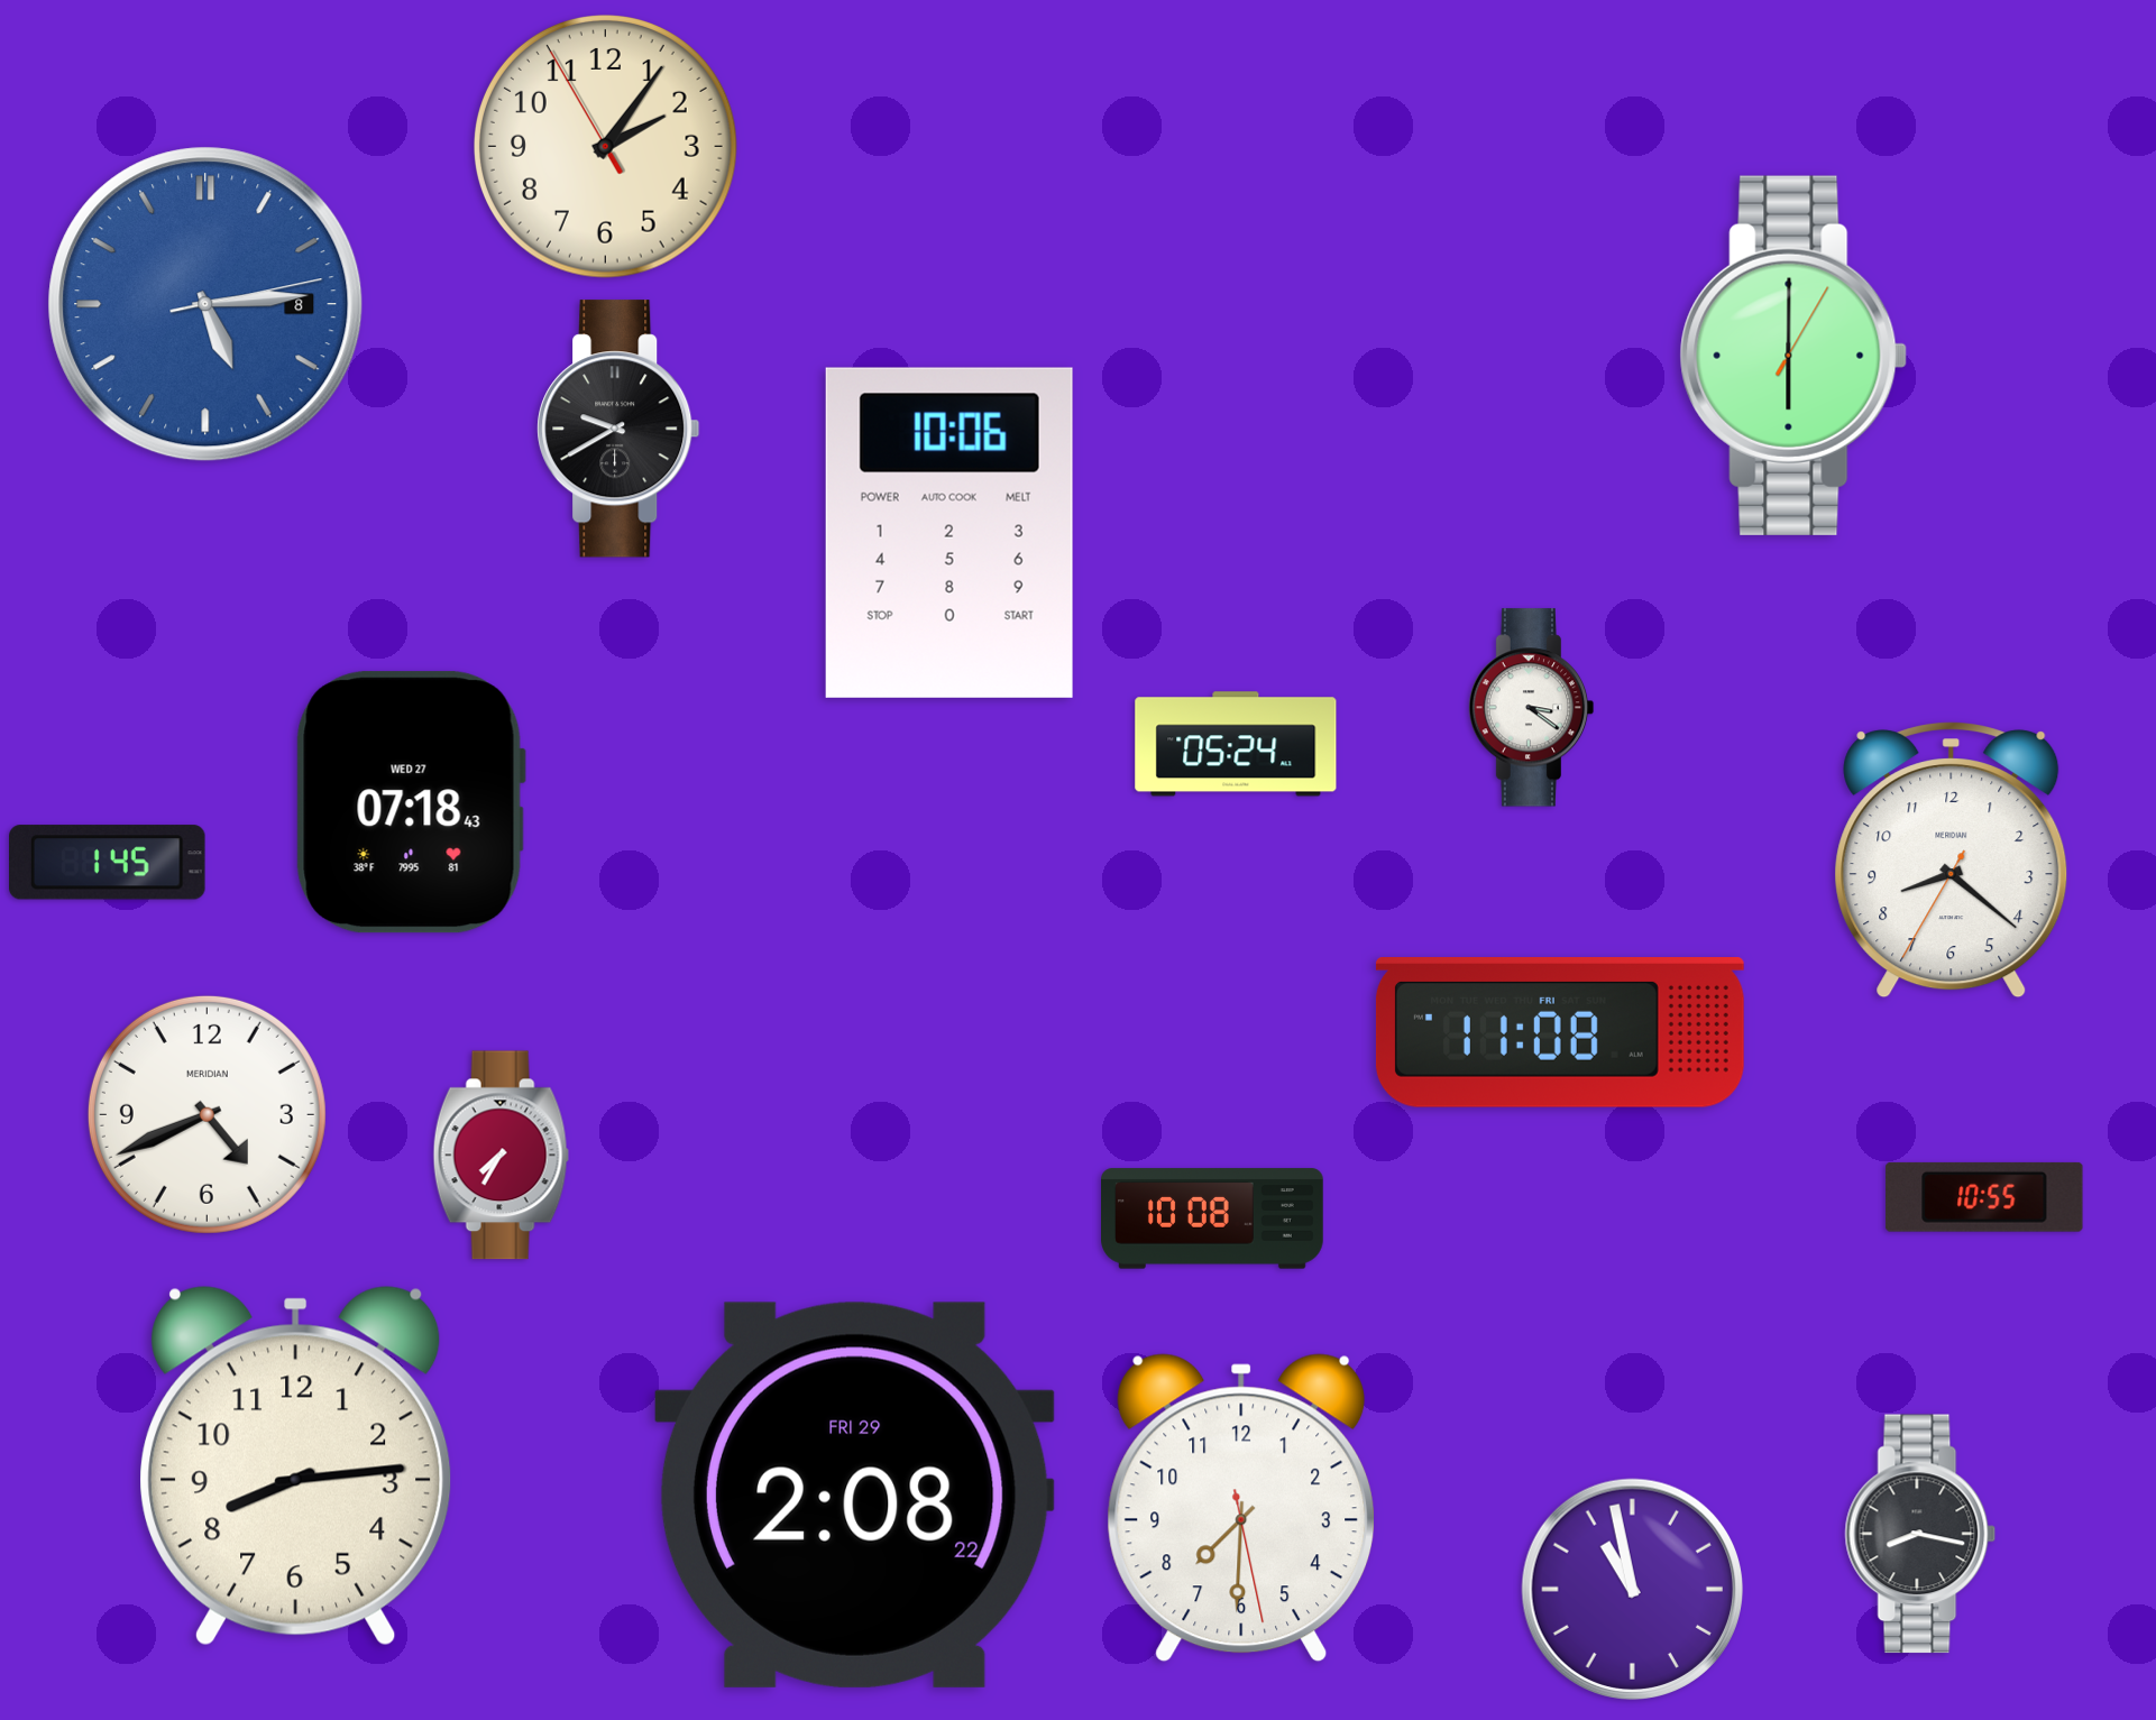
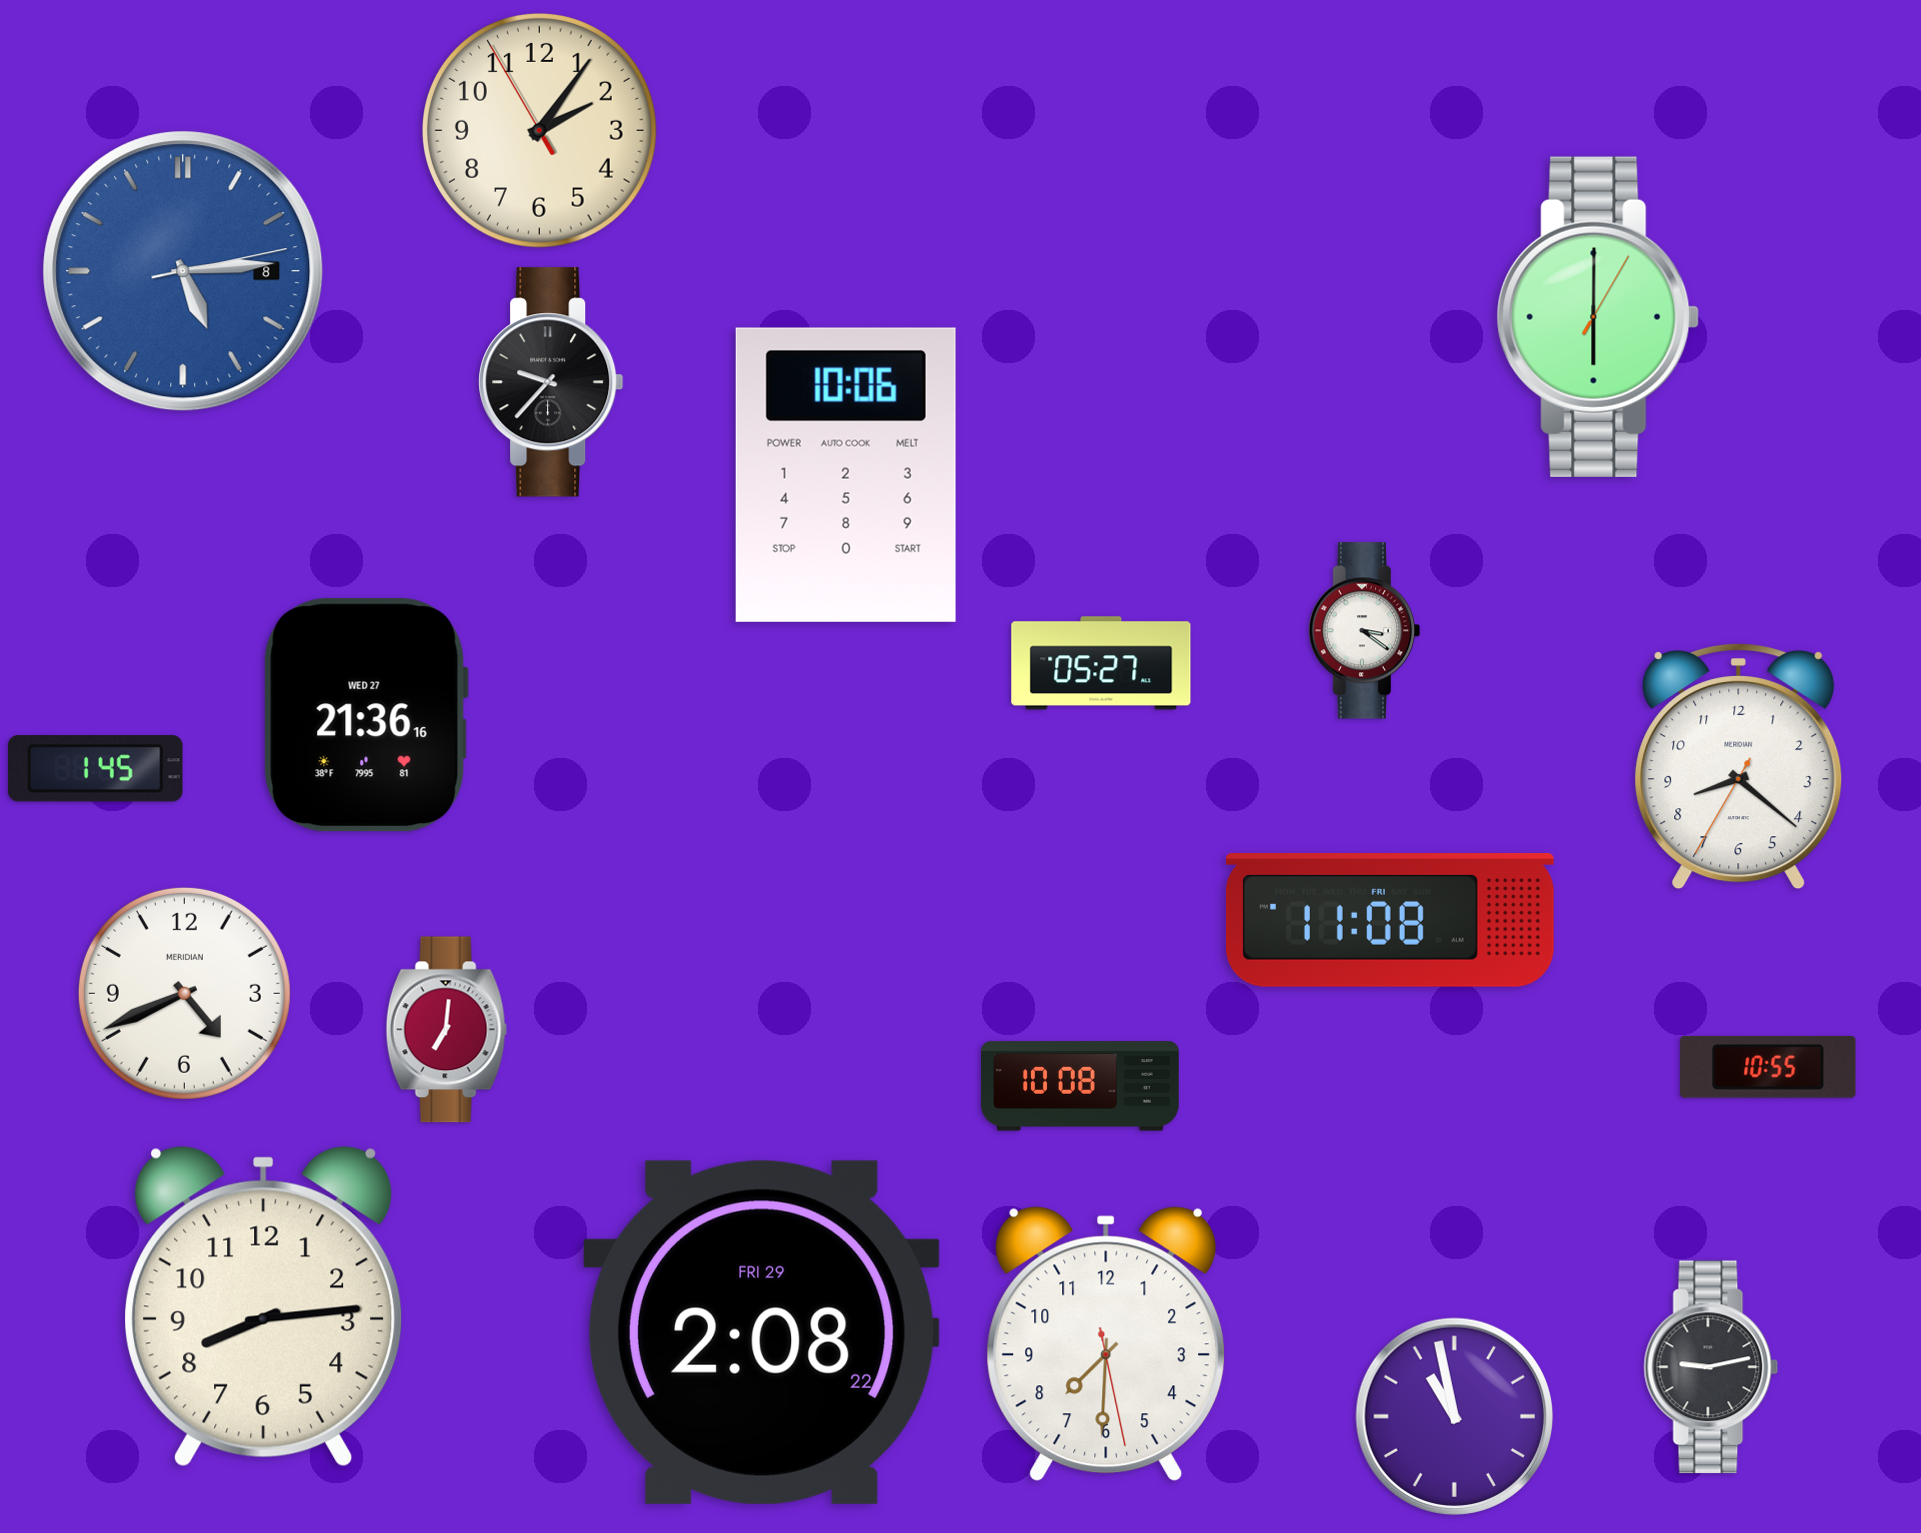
clock at (618, 429): 9:40 -> 9:37
clock at (1236, 744): 05:24 -> 05:27
clock at (411, 802): 07:18 -> 21:36
clock at (502, 1156): 7:35 -> 7:01
clock at (1920, 1534): 8:17 -> 9:13
